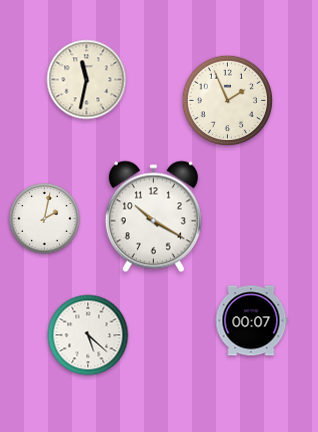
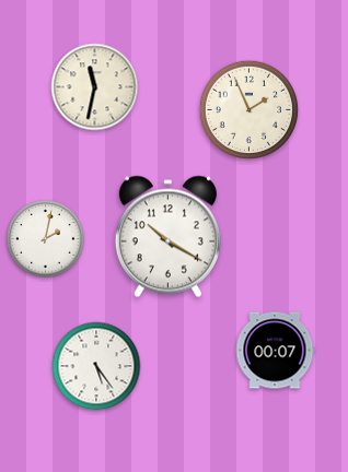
clock at (45, 219) position: (45, 219) -> (46, 239)
clock at (88, 335): 5:22 -> 5:24
